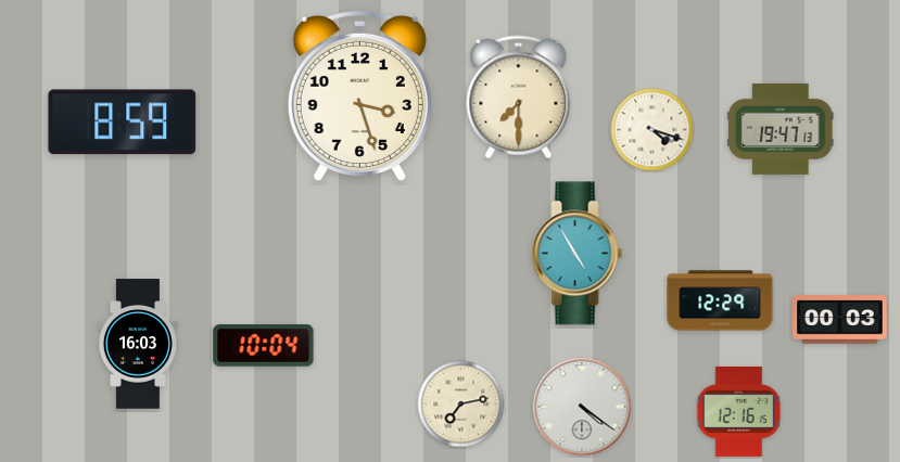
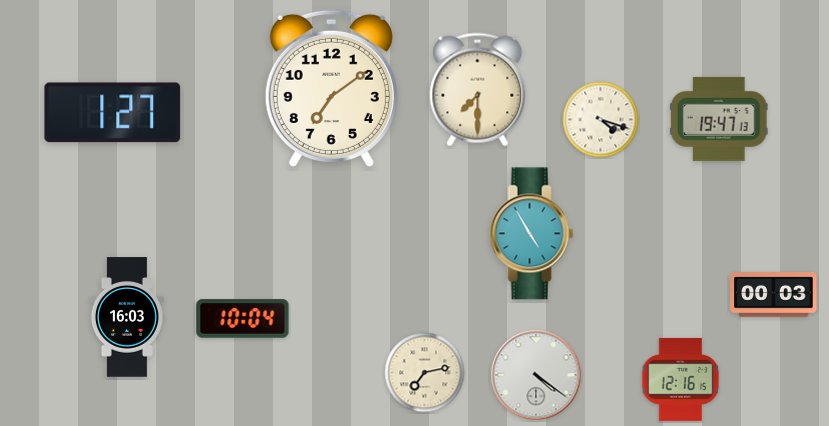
clock at (359, 95): 3:27 -> 7:09
clock at (123, 123): 8:59 -> 1:27
clock at (720, 300): 12:29 -> none
